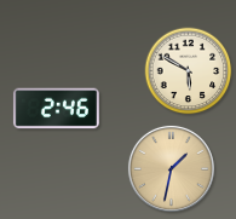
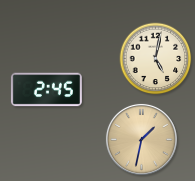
clock at (189, 71): 5:50 -> 5:02
clock at (56, 109): 2:46 -> 2:45
